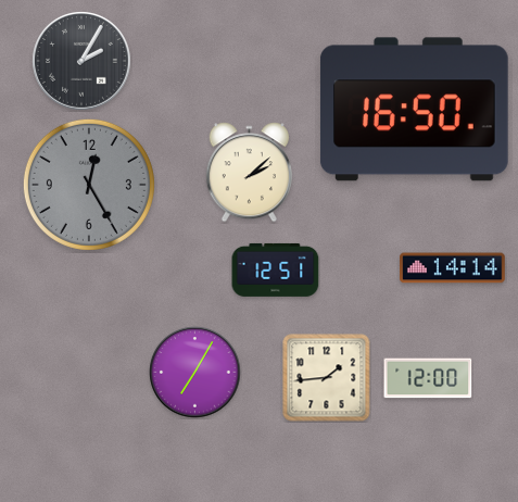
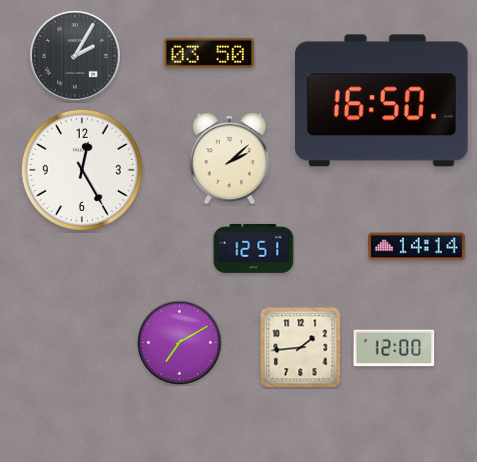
clock at (209, 53): none -> 03:50
clock at (89, 185) dial: grey -> white
clock at (195, 373): 7:05 -> 7:10
